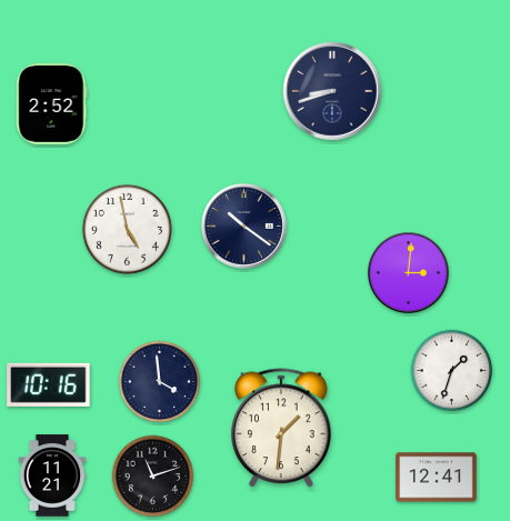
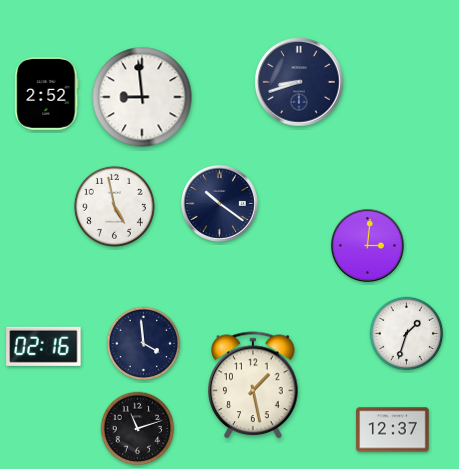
clock at (142, 97): none -> 8:59
clock at (49, 384): 10:16 -> 02:16
clock at (281, 428): 1:31 -> 1:28
clock at (52, 475): 11:21 -> none
clock at (437, 478): 12:41 -> 12:37
